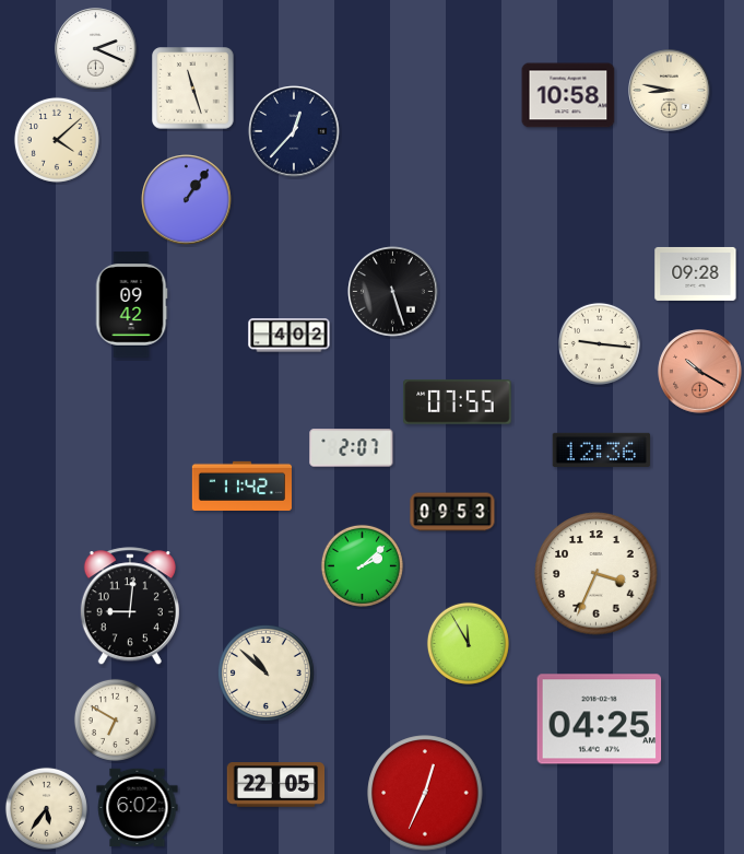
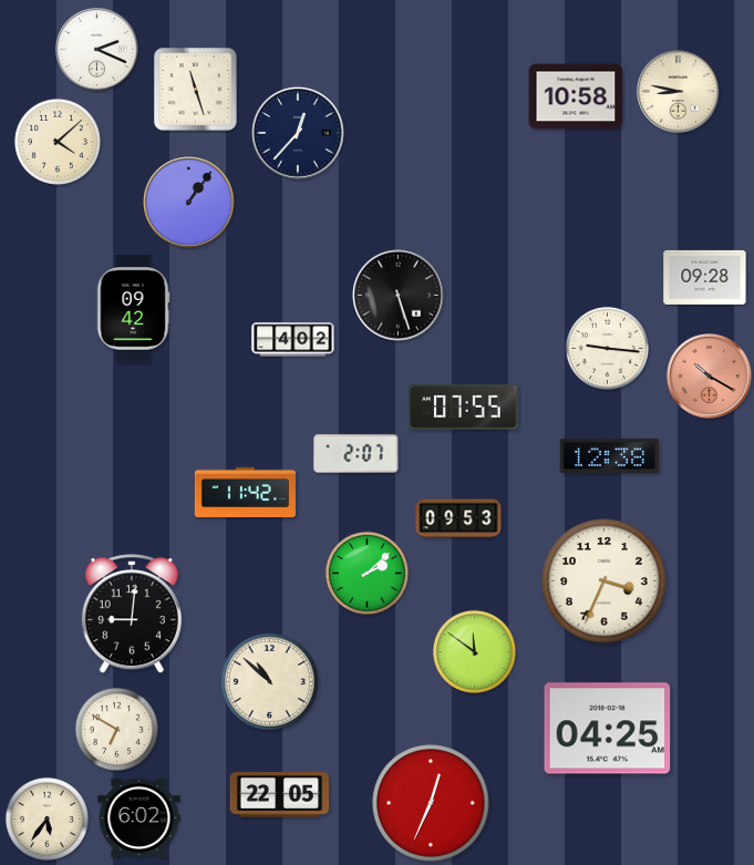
clock at (602, 449): 12:36 -> 12:38
clock at (468, 643): 11:55 -> 11:51
